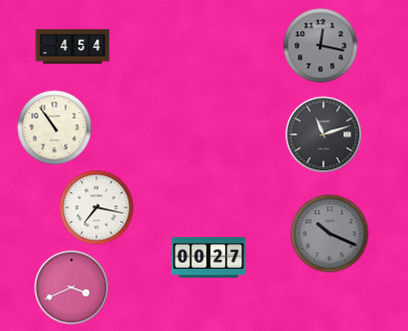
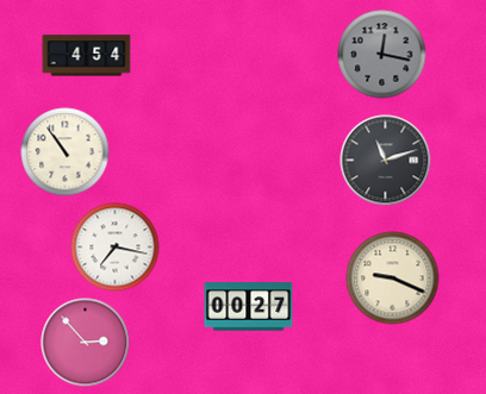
clock at (330, 234): 10:19 -> 9:19
clock at (330, 234) dial: grey -> cream
clock at (72, 288): 3:41 -> 2:53
